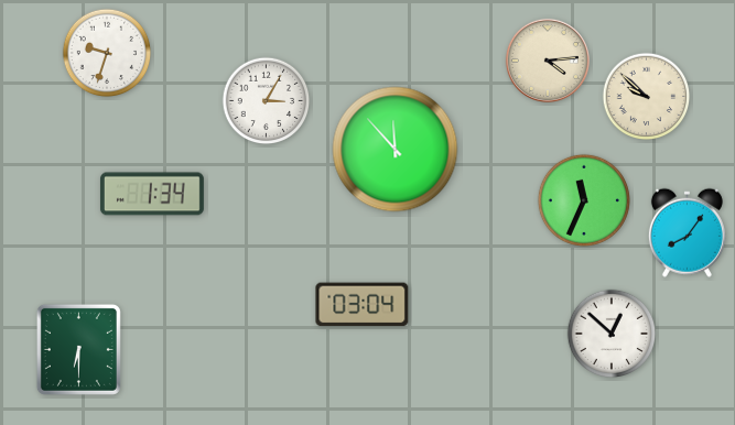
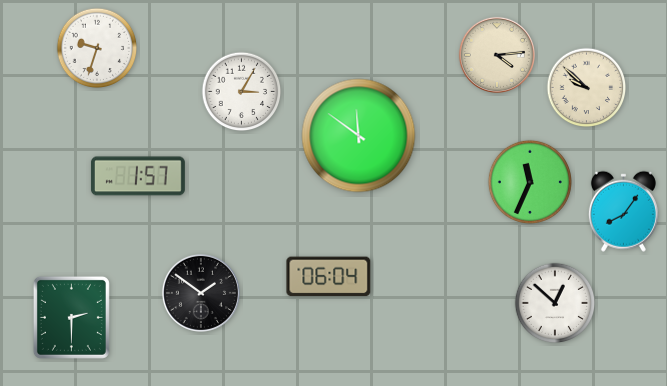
clock at (396, 150): 11:53 -> 11:51
clock at (152, 194): 1:34 -> 1:57
clock at (363, 305): 03:04 -> 06:04
clock at (201, 293): none -> 1:51
clock at (78, 349): 6:30 -> 2:30
